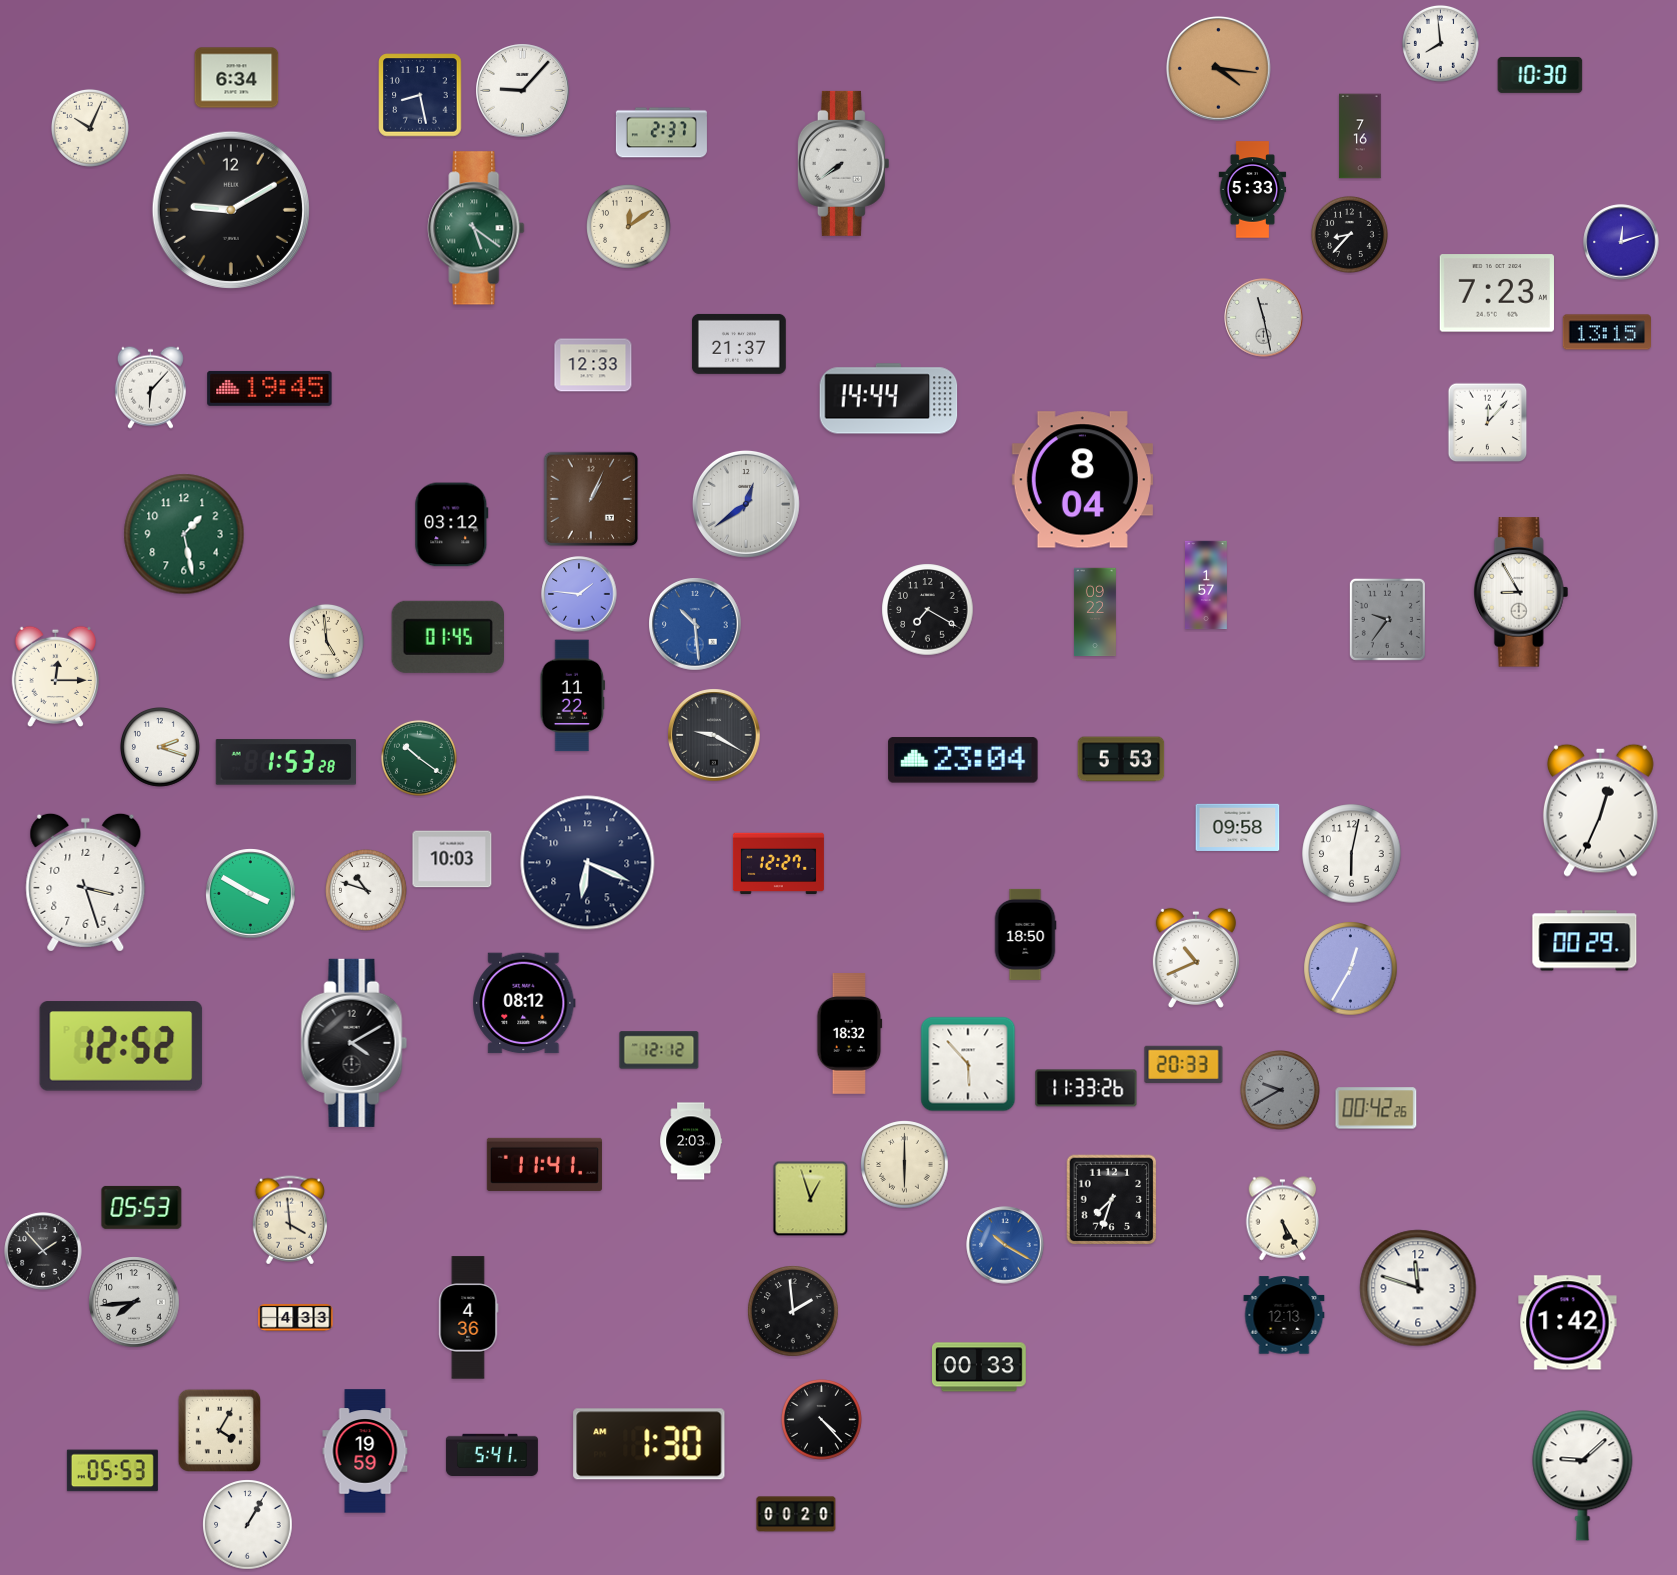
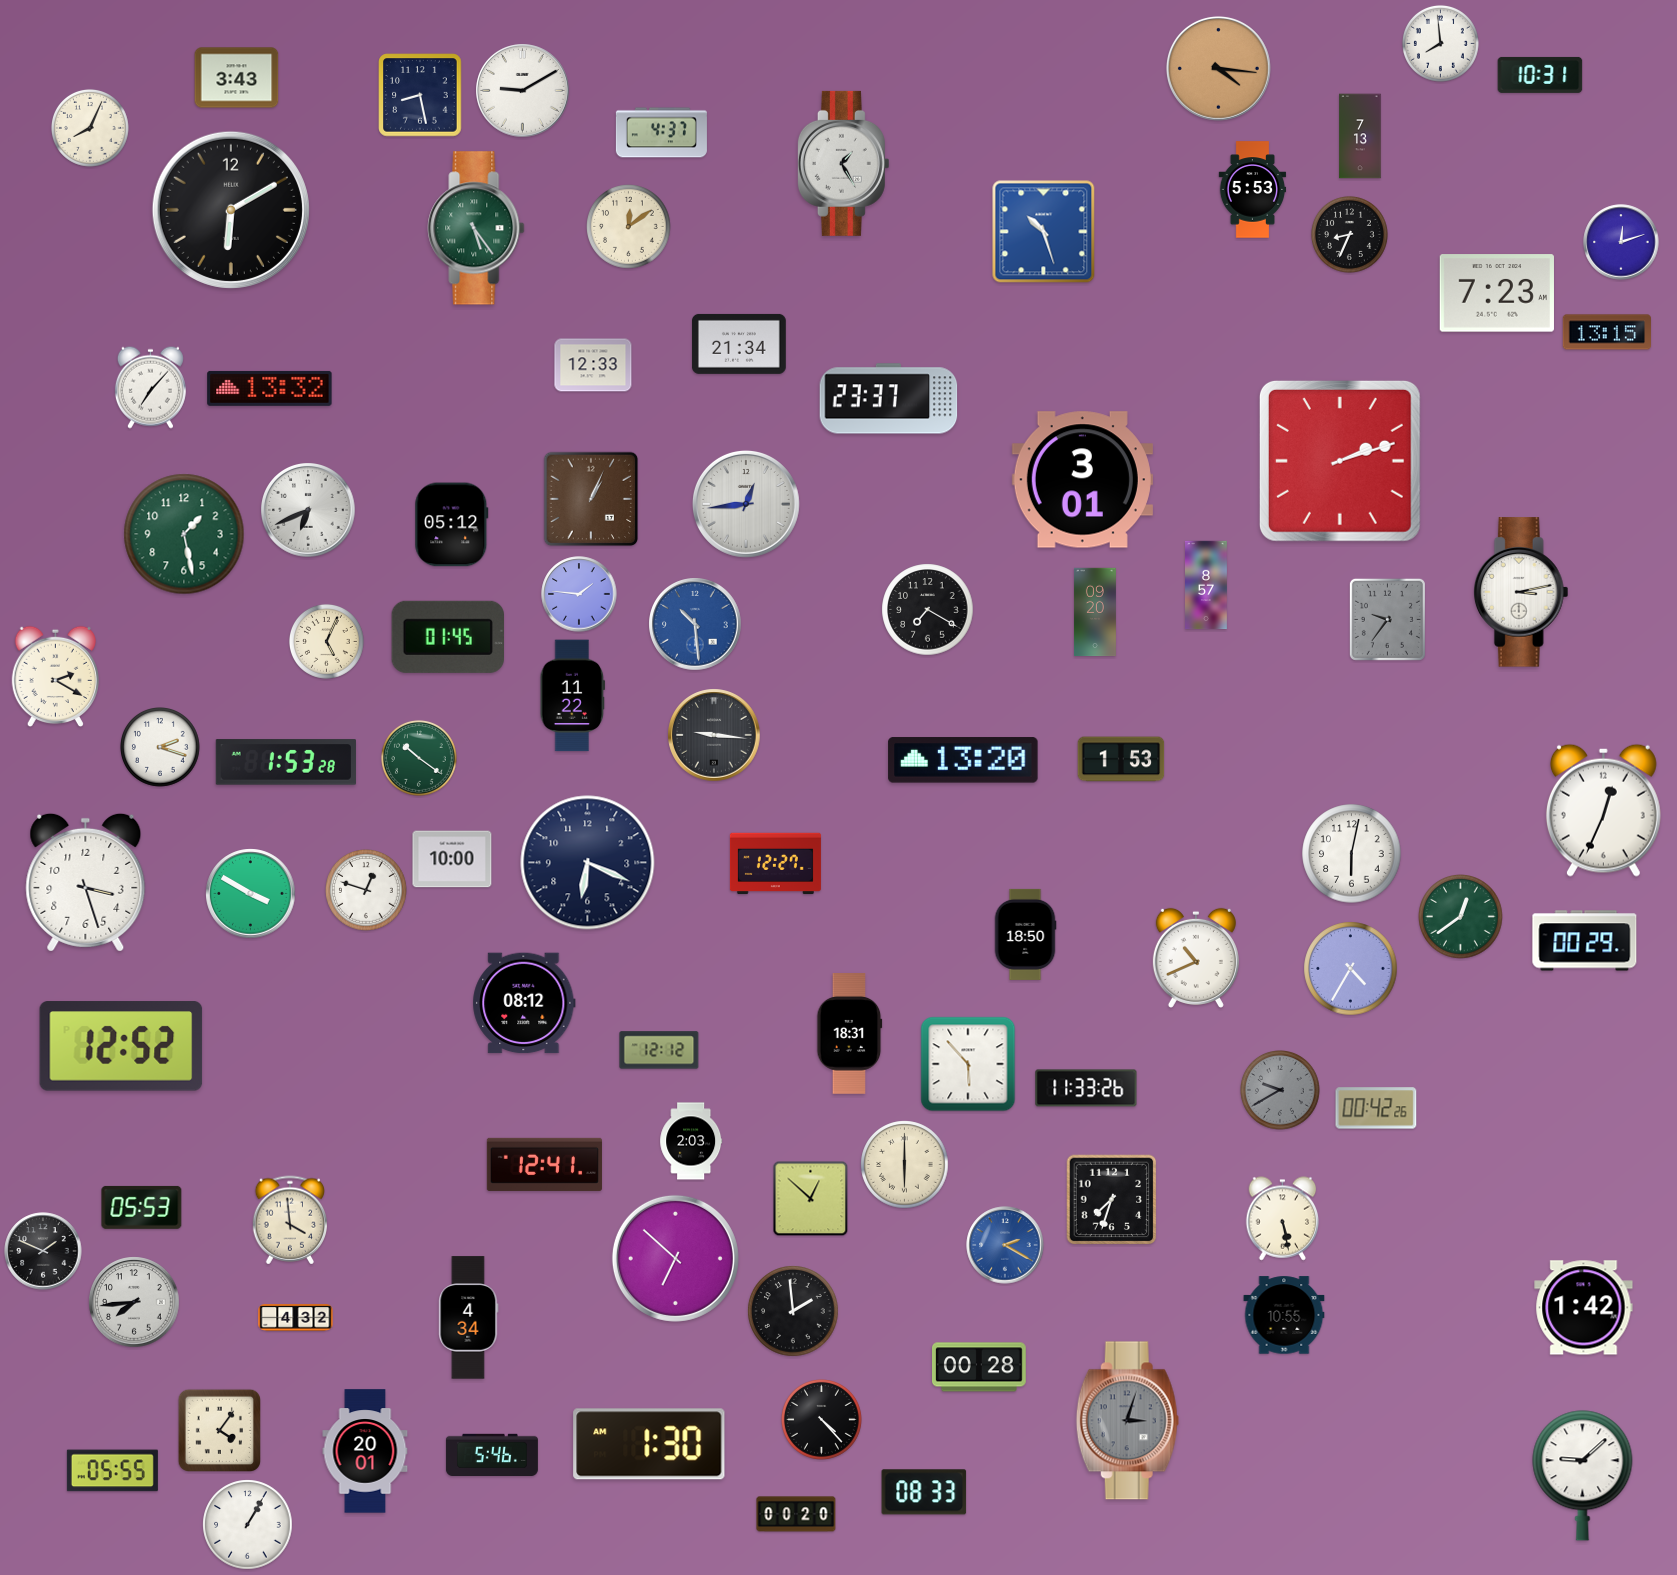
clock at (1540, 75): 10:30 -> 10:31
clock at (237, 78): 6:34 -> 3:43
clock at (523, 91): 9:07 -> 9:10
clock at (90, 128): 10:04 -> 8:04
clock at (661, 133): 2:37 -> 4:37
clock at (1360, 136): 7:16 -> 7:13
clock at (843, 163): 7:39 -> 1:25
clock at (1253, 190): 5:33 -> 5:53
clock at (231, 210): 9:10 -> 6:10
clock at (476, 228): 5:21 -> 5:24
clock at (1044, 232): none -> 10:27
clock at (1349, 234): 8:37 -> 8:34
clock at (1264, 318): 11:28 -> none
clock at (740, 344): 21:37 -> 21:34
clock at (150, 387): 6:07 -> 7:07
clock at (270, 388): 19:45 -> 13:32
clock at (889, 399): 14:44 -> 23:37
clock at (1488, 423): 12:07 -> none
clock at (1340, 461): none -> 2:12
clock at (1082, 480): 8:04 -> 3:01
clock at (746, 504): 12:39 -> 12:44
clock at (308, 510): none -> 6:41
clock at (452, 525): 03:12 -> 05:12
clock at (1207, 585): 1:57 -> 8:57
clock at (1521, 592): 8:55 -> 3:13
clock at (1095, 612): 09:22 -> 09:20
clock at (326, 641): 4:59 -> 5:04
clock at (55, 677): 12:15 -> 2:20
clock at (714, 735): 9:20 -> 9:16
clock at (1121, 759): 5:53 -> 1:53
clock at (963, 760): 23:04 -> 13:20
clock at (1600, 810) position: (1600, 810) -> (1603, 810)
clock at (1238, 827): 09:58 -> none
clock at (452, 859): 10:03 -> 10:00
clock at (778, 864) position: (778, 864) -> (775, 864)
clock at (367, 891): 10:48 -> 12:48
clock at (1461, 917): none -> 12:39
clock at (1351, 969): 12:35 -> 4:35
clock at (850, 1034): 18:32 -> 18:31
clock at (354, 1043): 4:10 -> none
clock at (1184, 1064): 20:33 -> none
clock at (544, 1164): 11:41 -> 12:41
clock at (811, 1199): 12:57 -> 12:52
clock at (1283, 1219): 5:25 -> 5:28
clock at (1005, 1245): 10:20 -> 2:20
clock at (43, 1251): 1:53 -> 1:49
clock at (675, 1258): none -> 6:52
clock at (1418, 1288): 11:48 -> none
clock at (1284, 1315): 12:13 -> 10:55
clock at (296, 1318): 4:33 -> 4:32
clock at (469, 1318): 4:36 -> 4:34
clock at (1568, 1323) position: (1568, 1323) -> (1584, 1308)
clock at (980, 1367): 00:33 -> 00:28
clock at (1127, 1421): none -> 3:03
clock at (219, 1430): 4:05 -> 4:06
clock at (365, 1451): 19:59 -> 20:01
clock at (492, 1454): 5:41 -> 5:46
clock at (112, 1471): 05:53 -> 05:55
clock at (924, 1492): none -> 08:33
